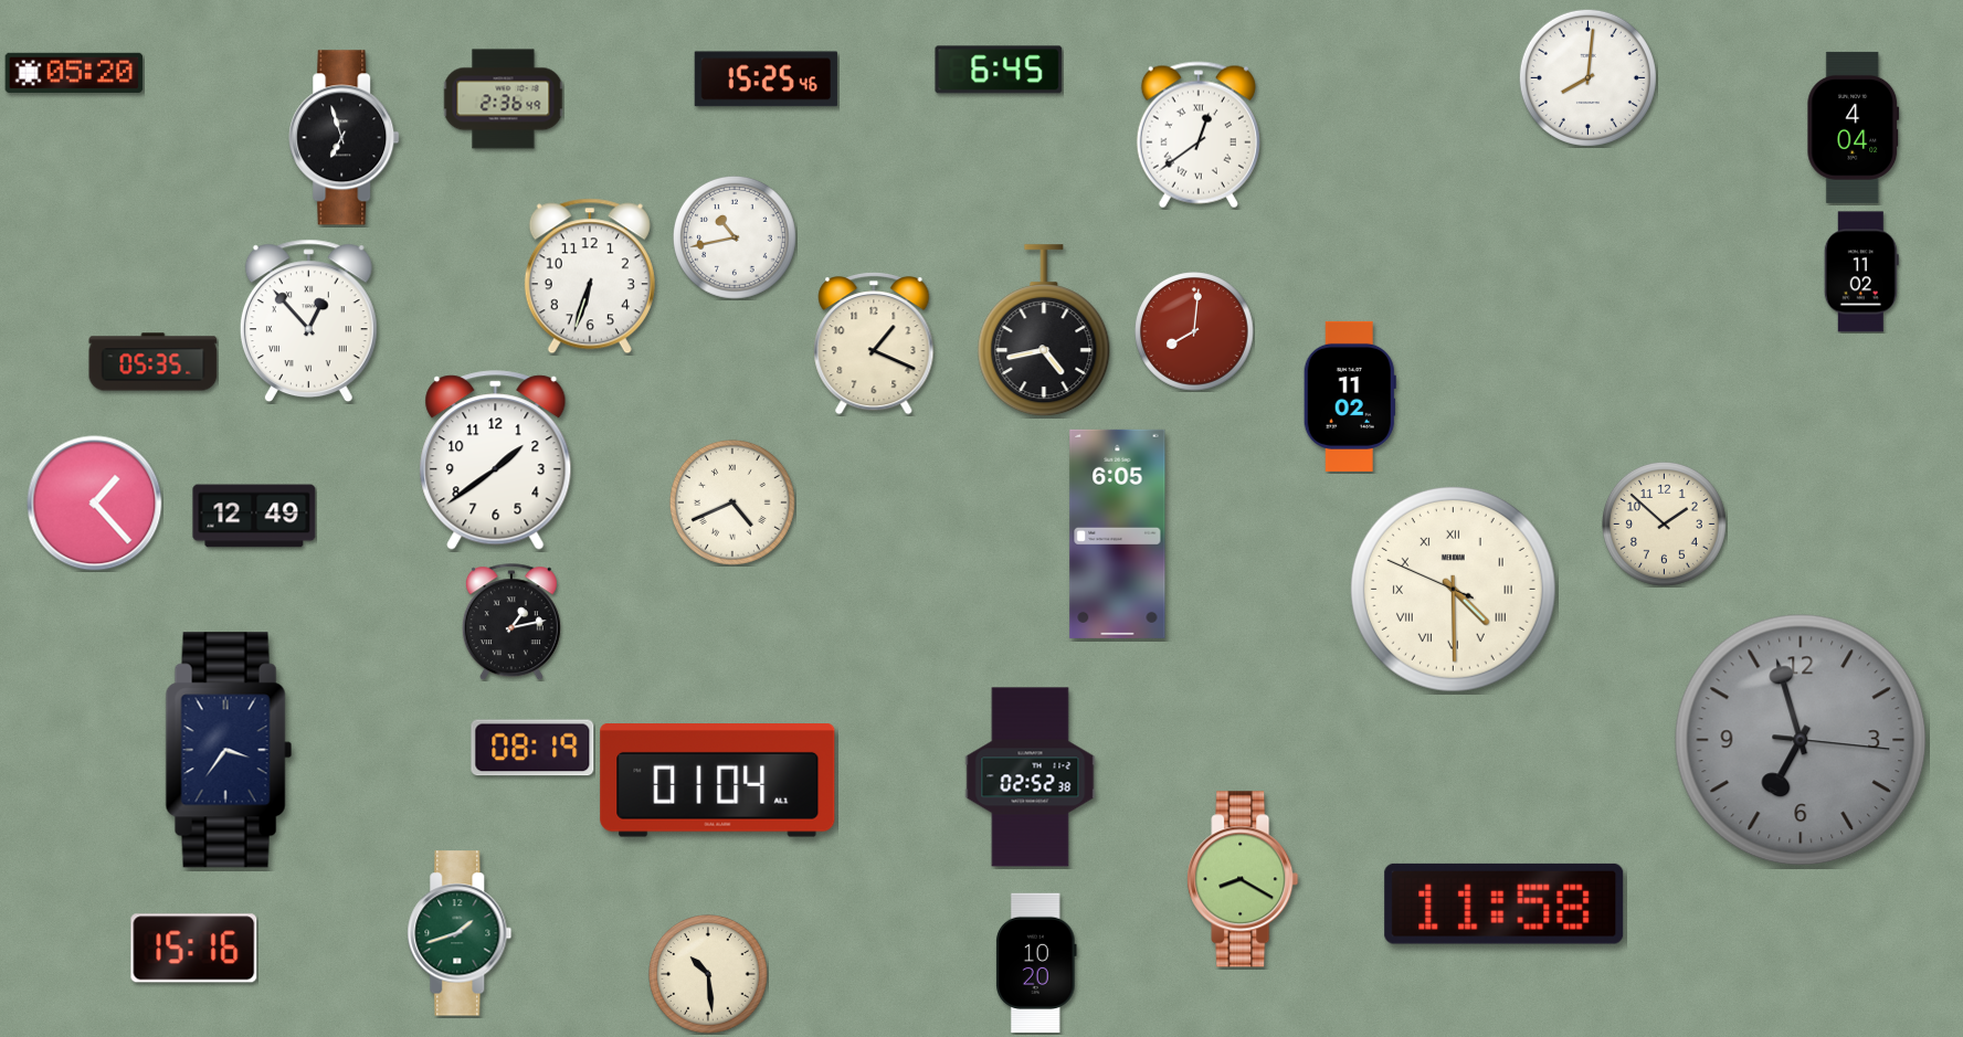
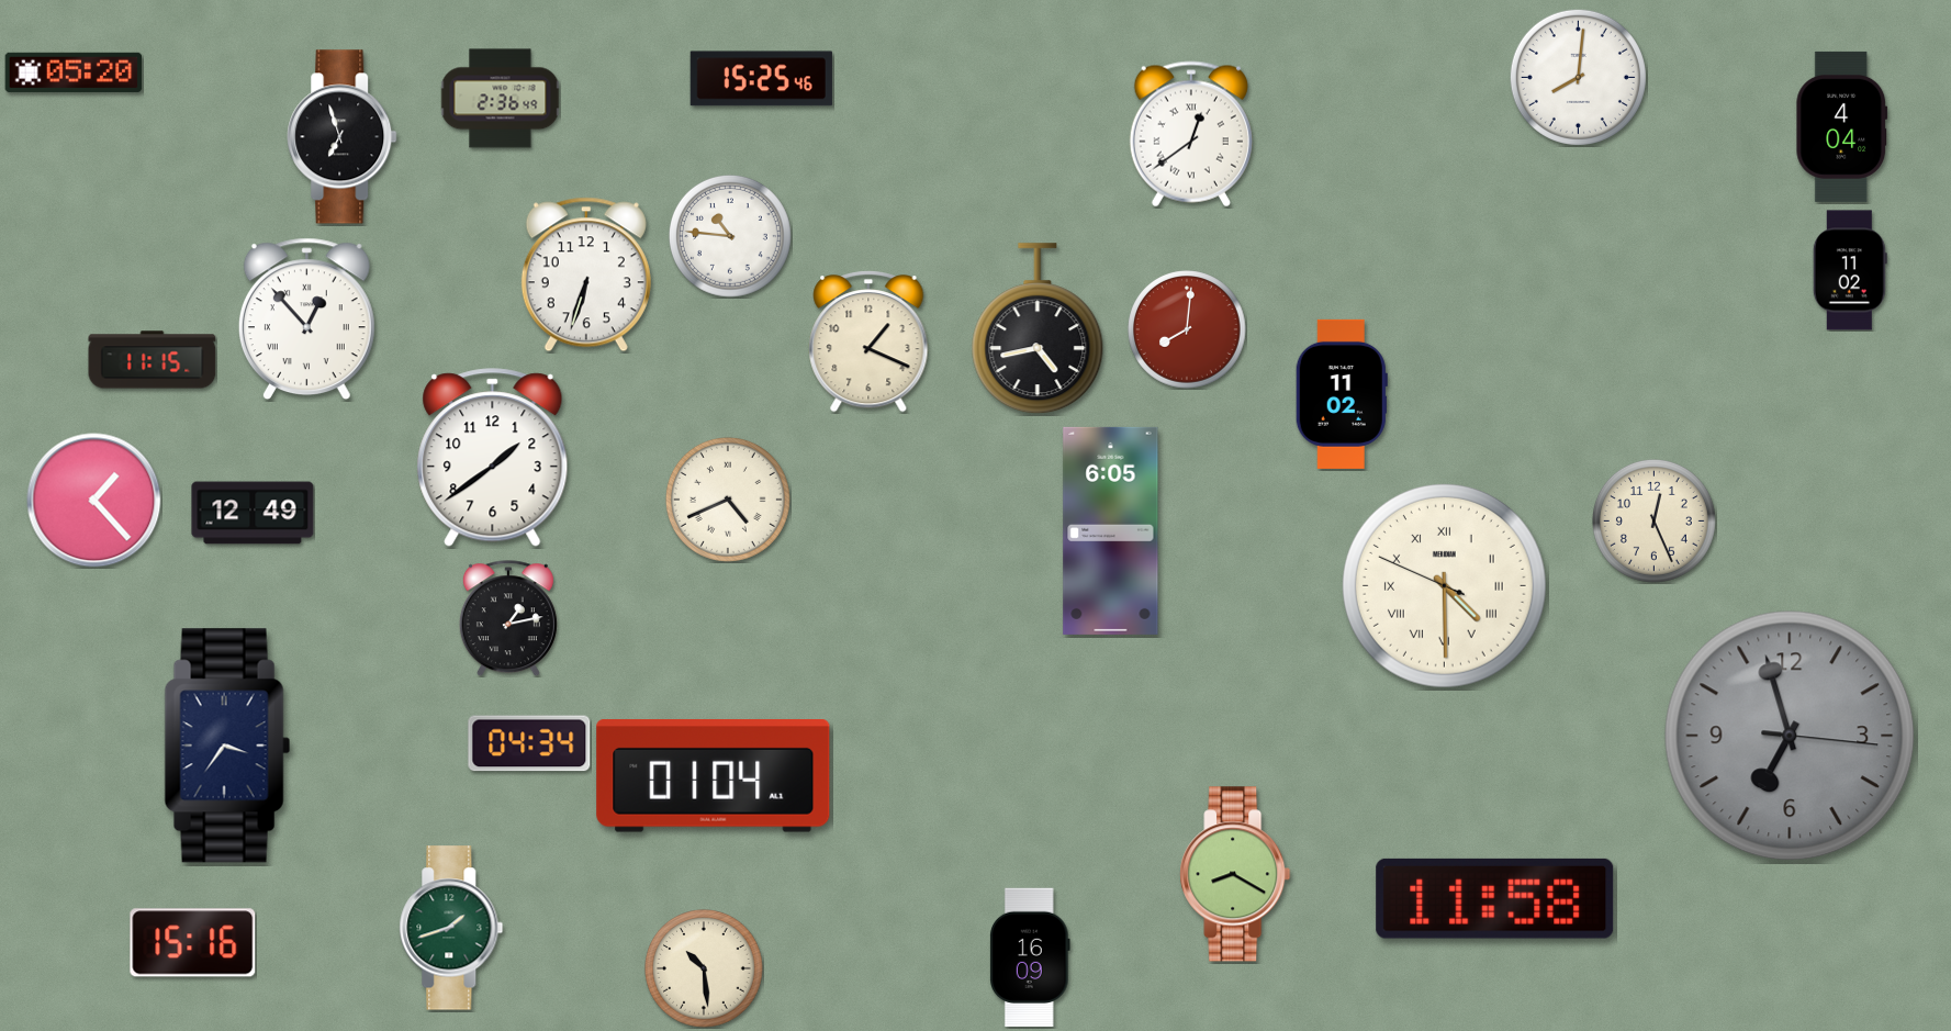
clock at (999, 70): 6:45 -> none
clock at (735, 237): 10:43 -> 10:46
clock at (154, 362): 05:35 -> 11:15
clock at (1664, 523): 1:52 -> 12:26
clock at (532, 748): 08:19 -> 04:34
clock at (1031, 777): 02:52 -> none
clock at (460, 933) position: (460, 933) -> (451, 928)
clock at (1037, 963): 10:20 -> 16:09
